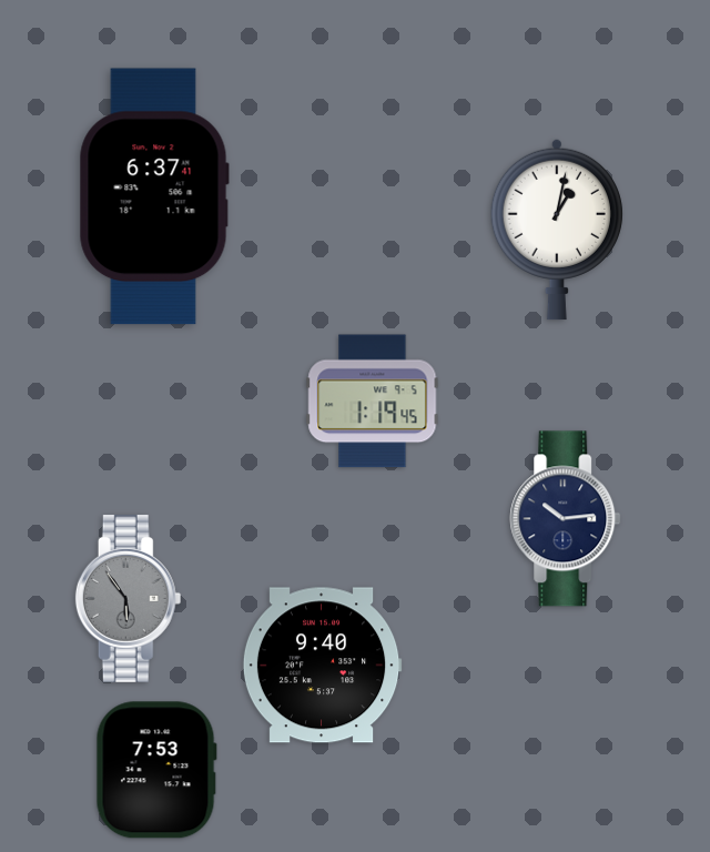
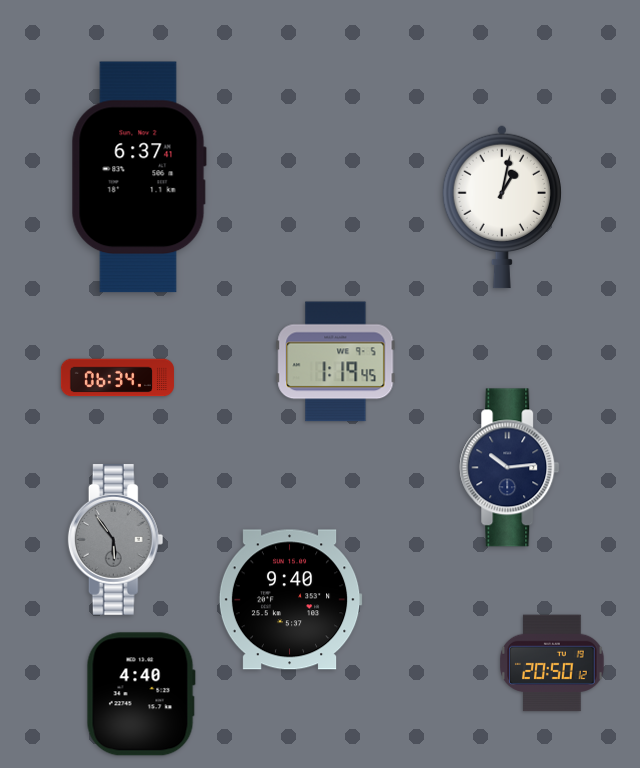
clock at (117, 378): none -> 06:34
clock at (552, 663): none -> 20:50
clock at (156, 770): 7:53 -> 4:40
